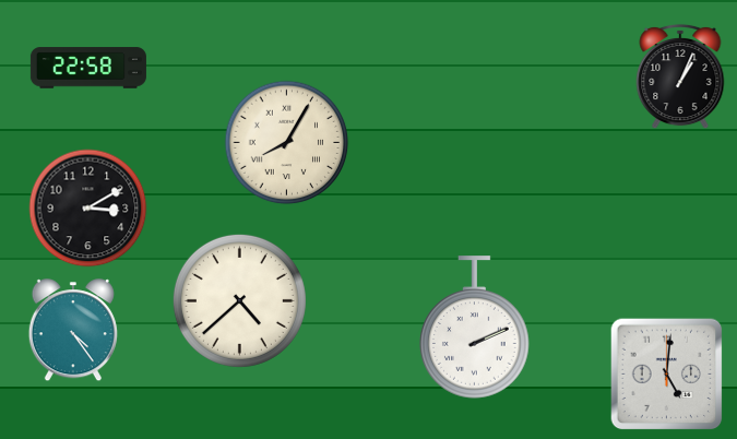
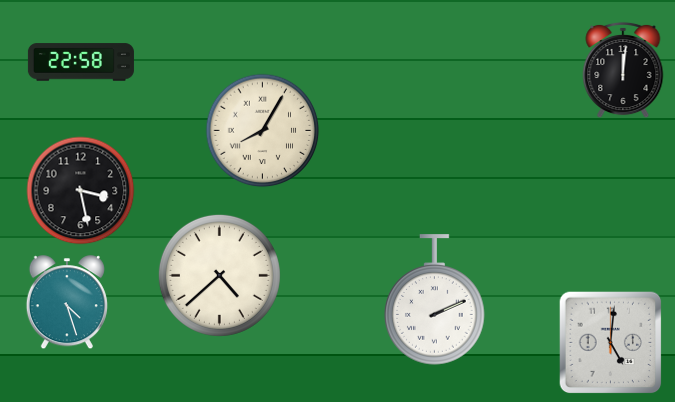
clock at (680, 76): 1:04 -> 12:01
clock at (88, 209): 3:10 -> 3:28
clock at (73, 331): 4:24 -> 4:27
